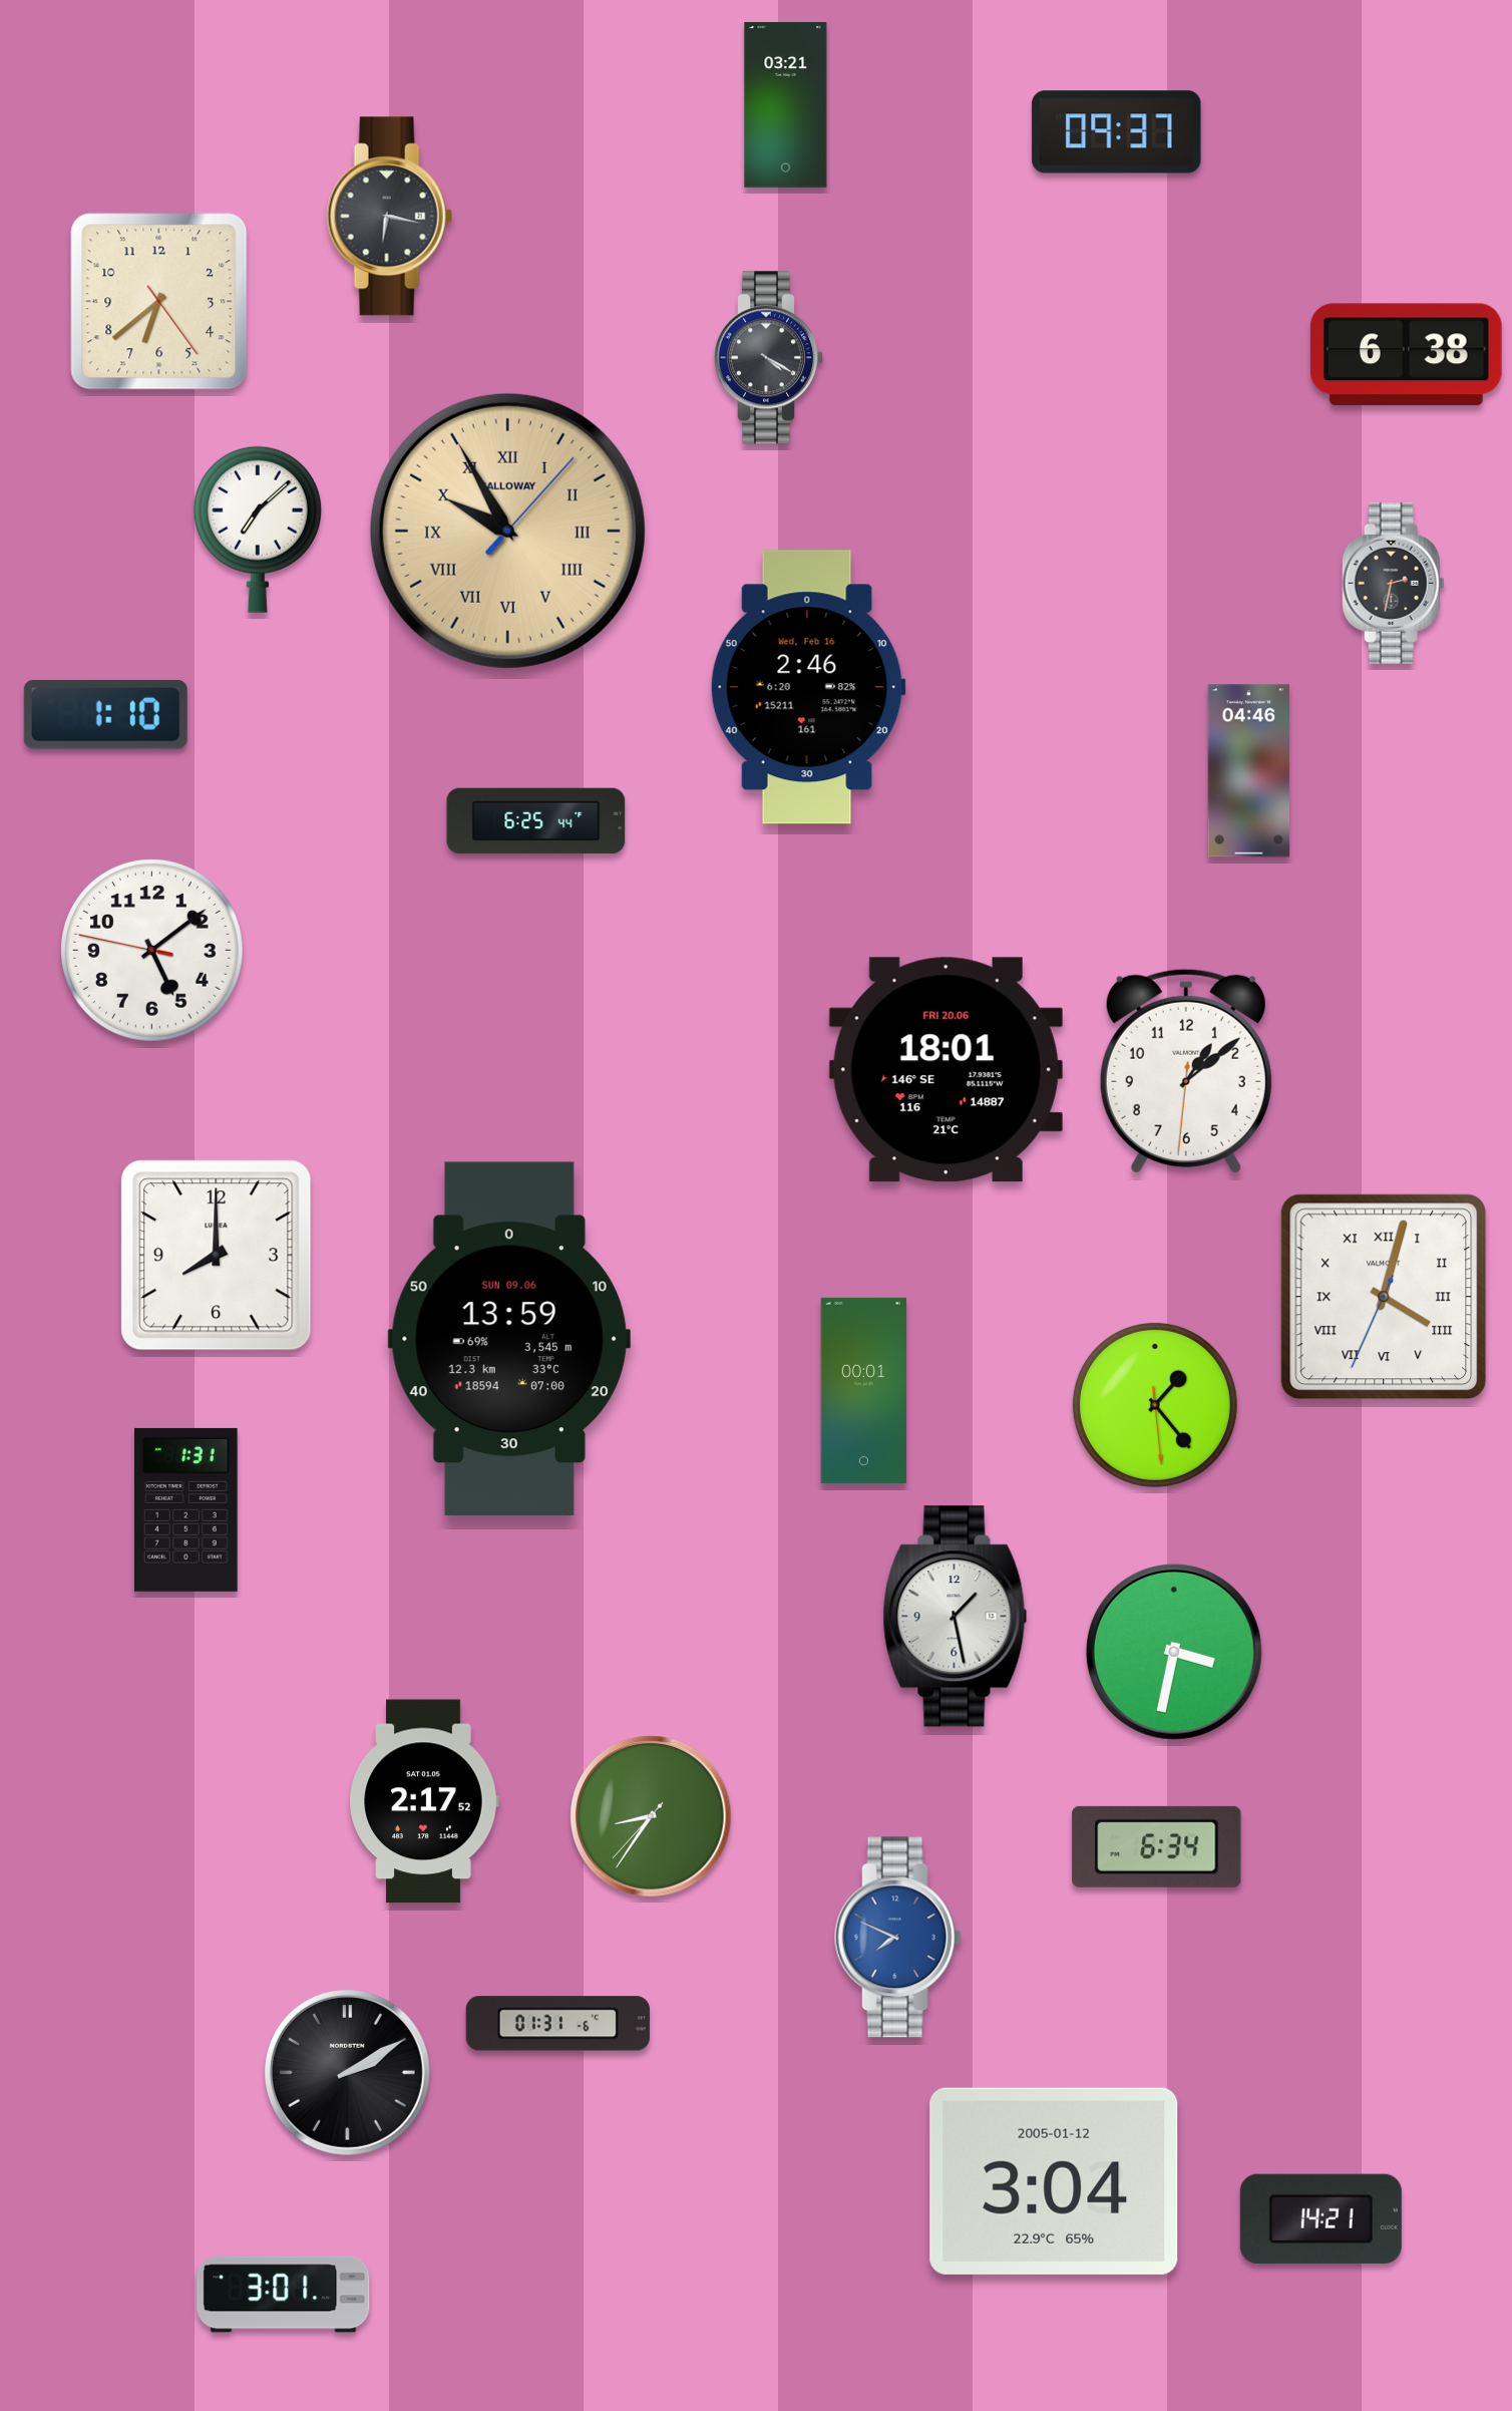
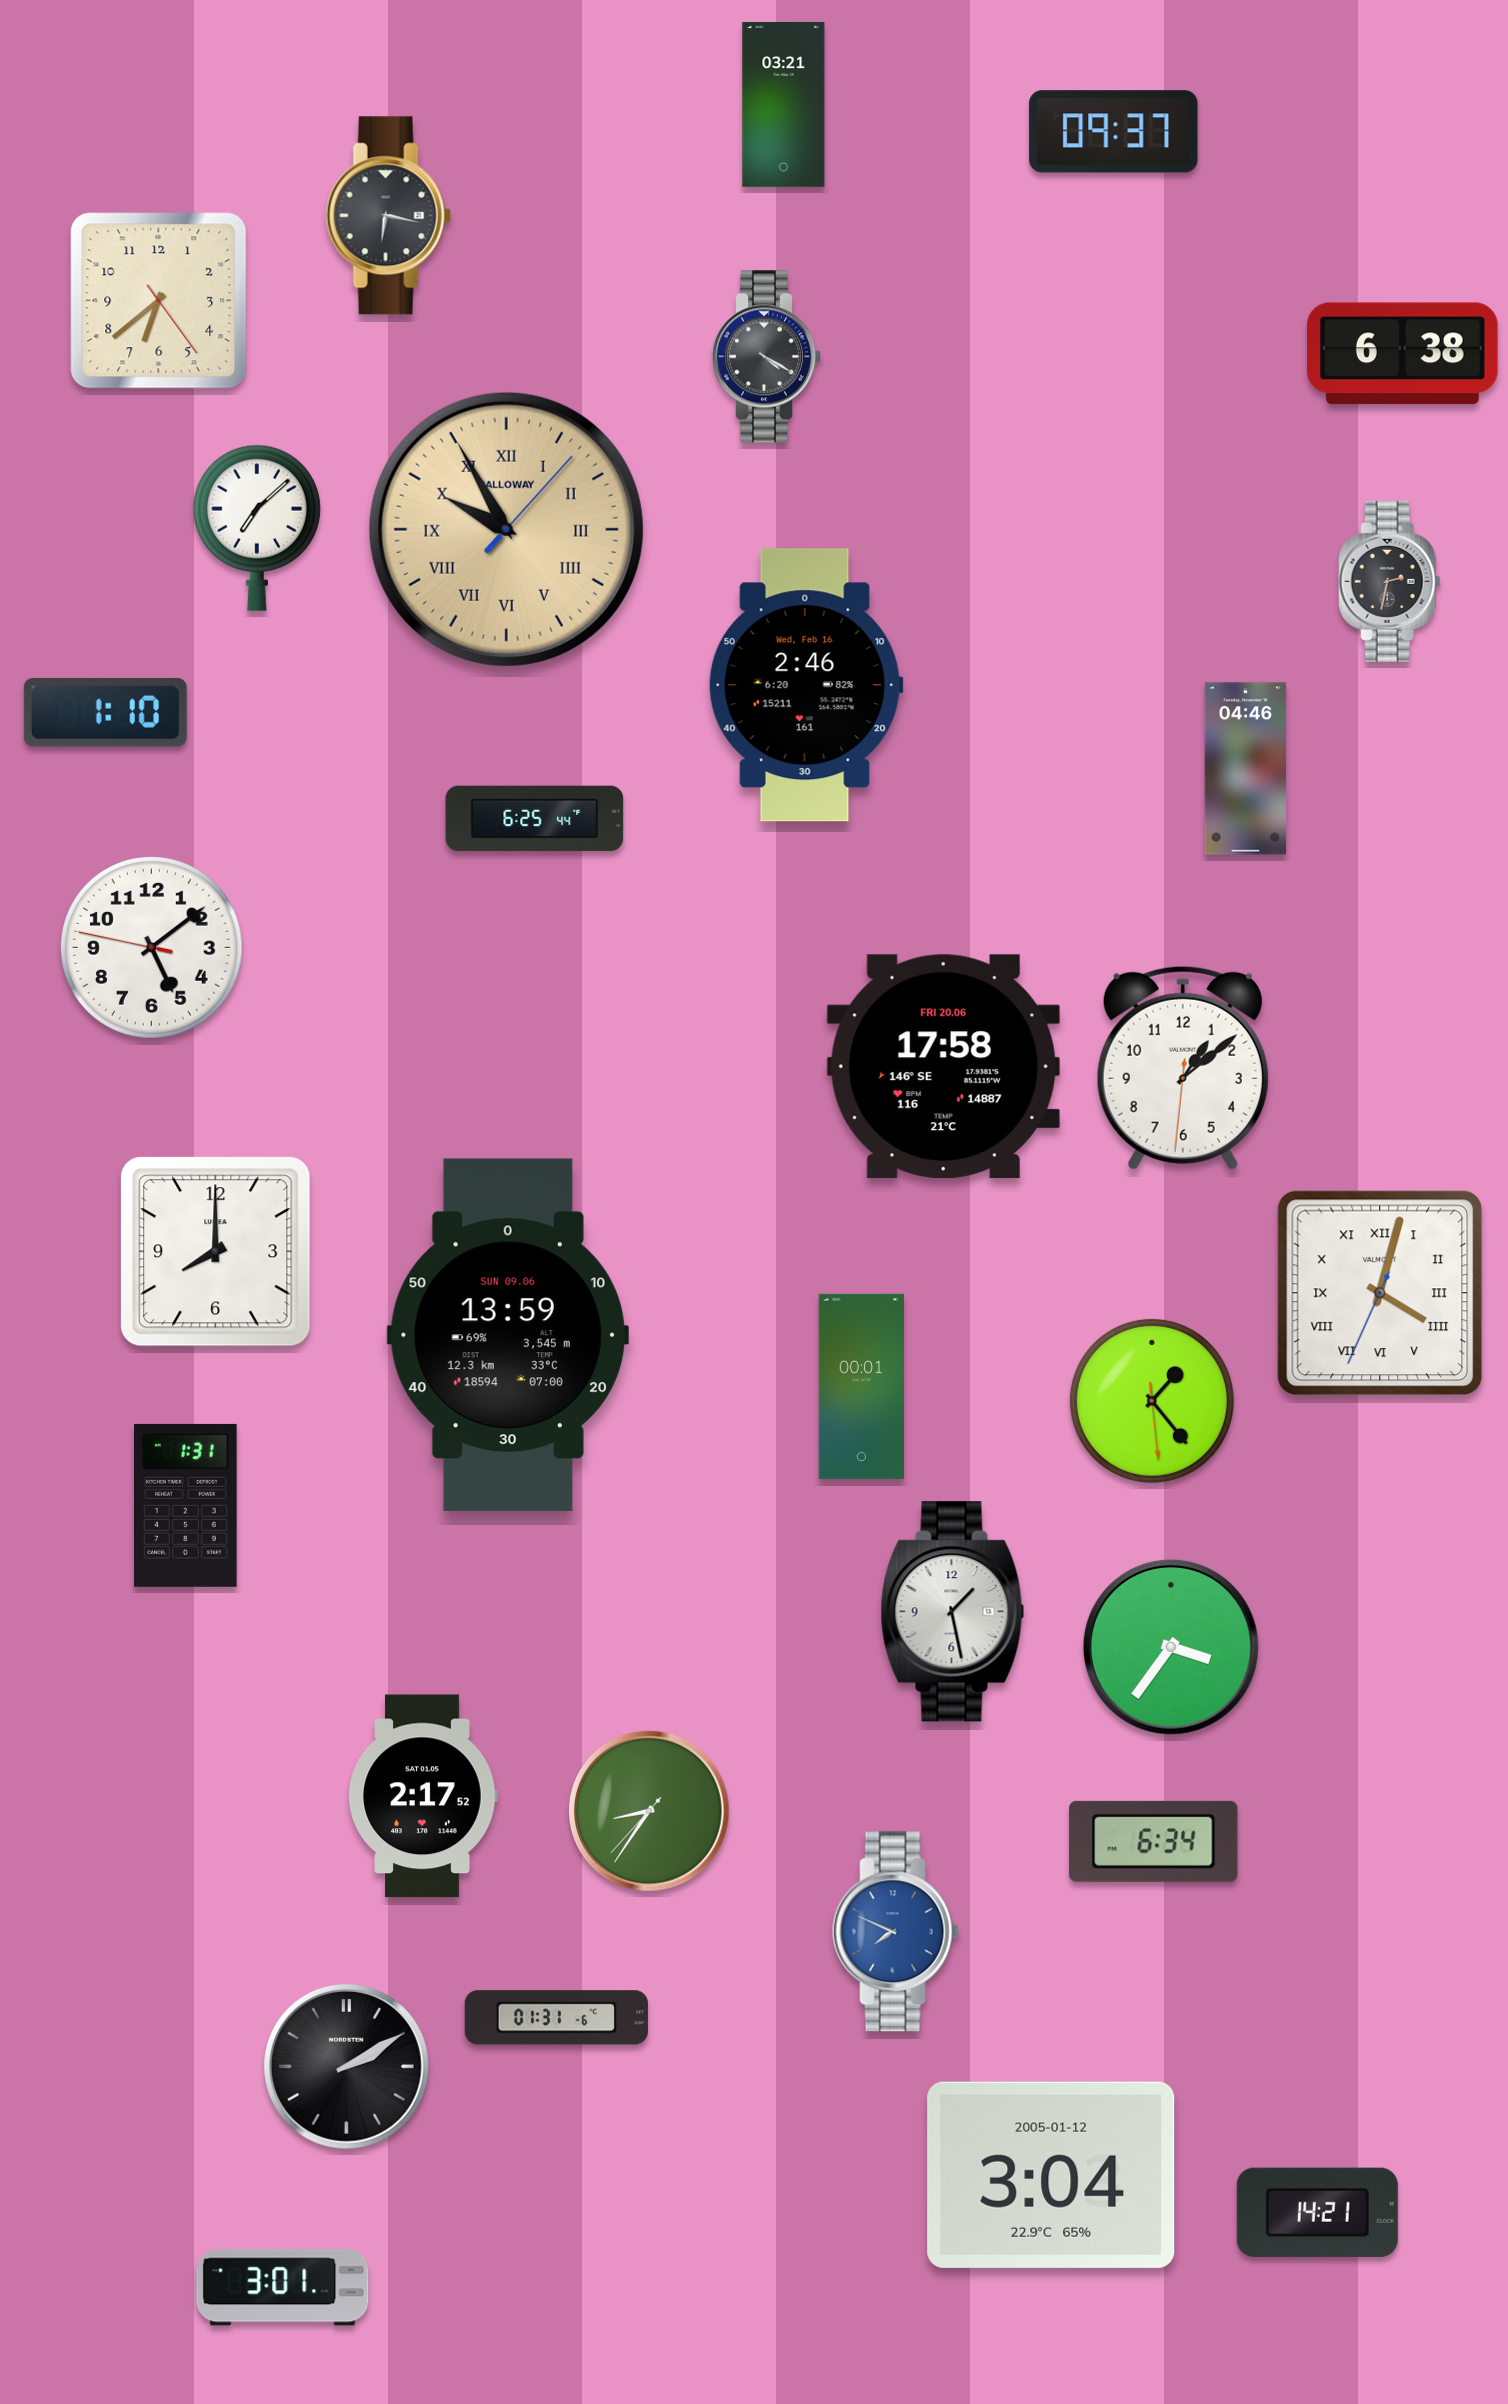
clock at (946, 1070): 18:01 -> 17:58
clock at (1174, 1652): 3:32 -> 3:36
